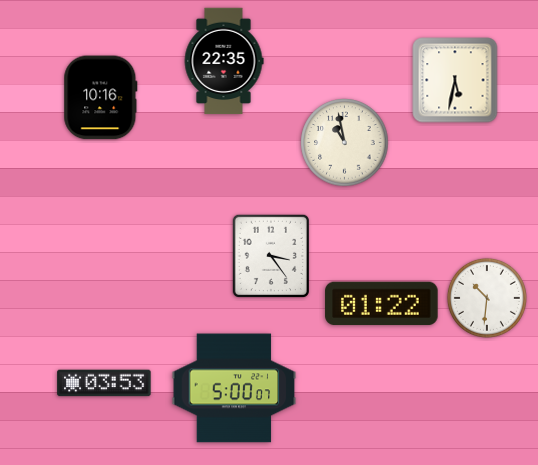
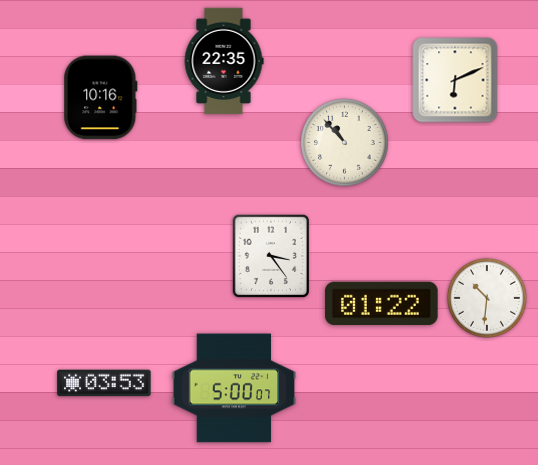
clock at (455, 80): 5:32 -> 6:11
clock at (345, 143): 10:58 -> 10:53
